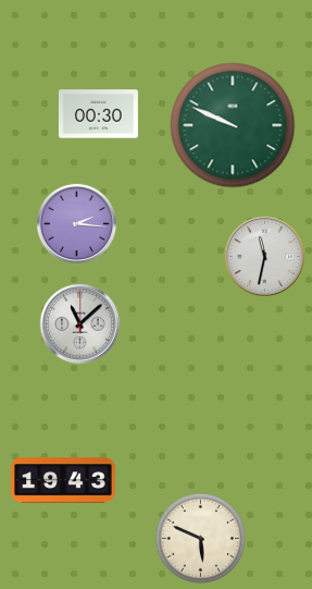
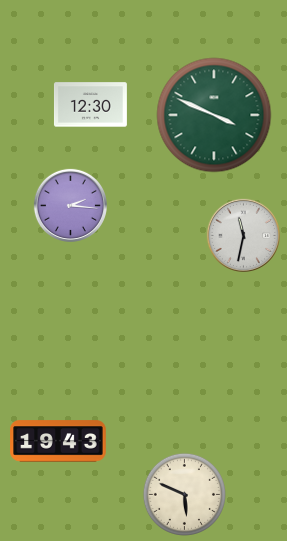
clock at (98, 114): 00:30 -> 12:30
clock at (233, 125): 9:49 -> 3:49
clock at (79, 323): 11:08 -> none
